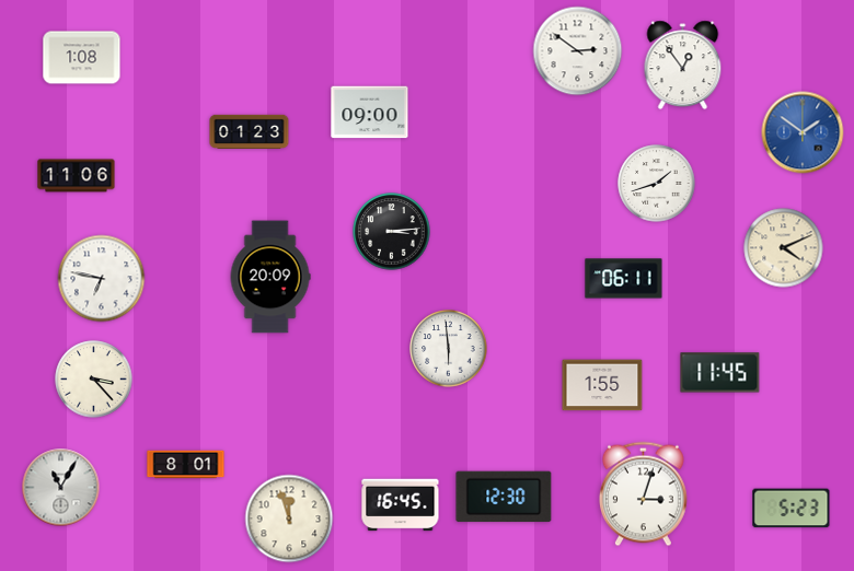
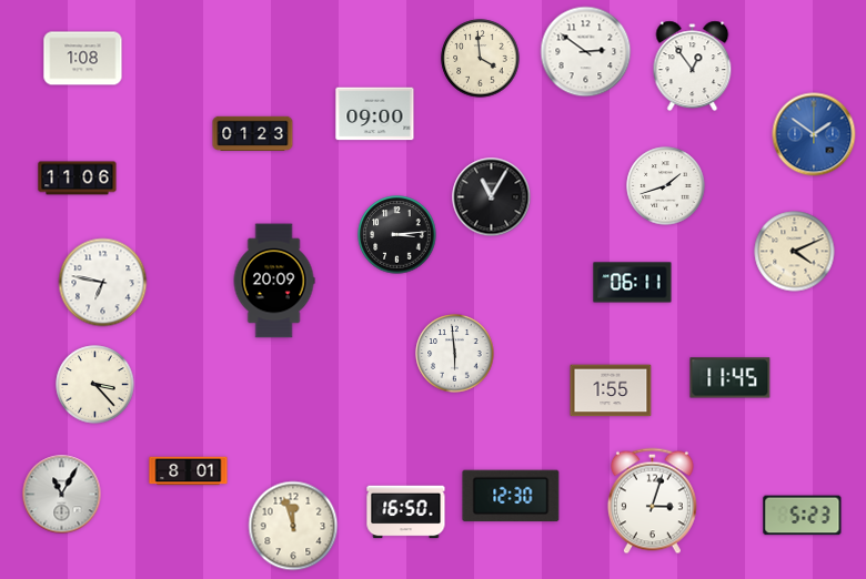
clock at (481, 59): none -> 3:59
clock at (492, 197): none -> 11:05
clock at (504, 497) position: (504, 497) -> (511, 496)
clock at (401, 505): 16:45 -> 16:50
